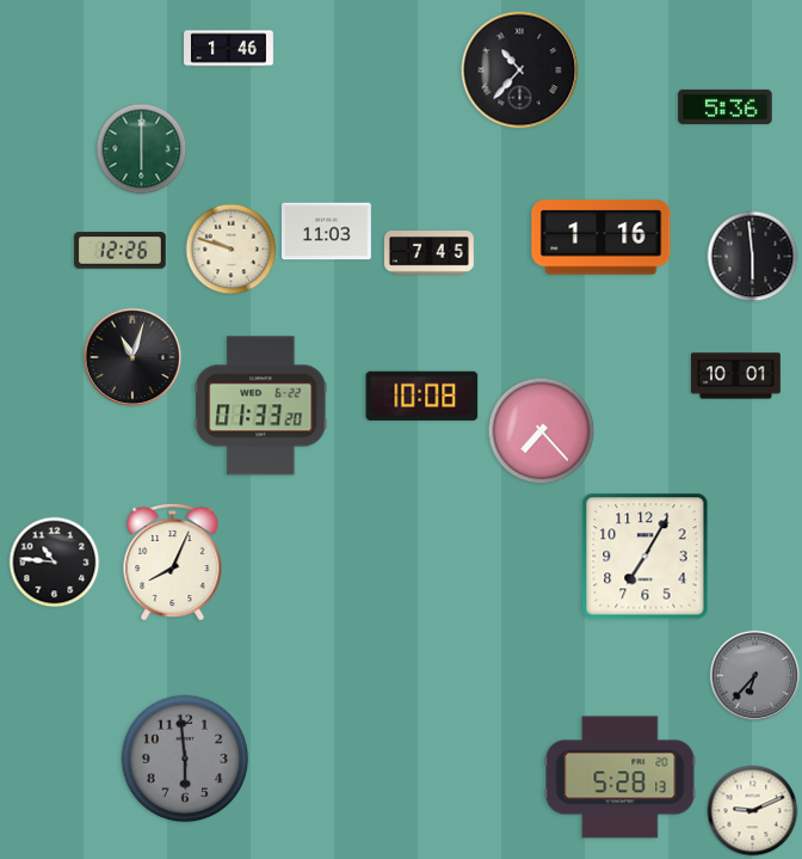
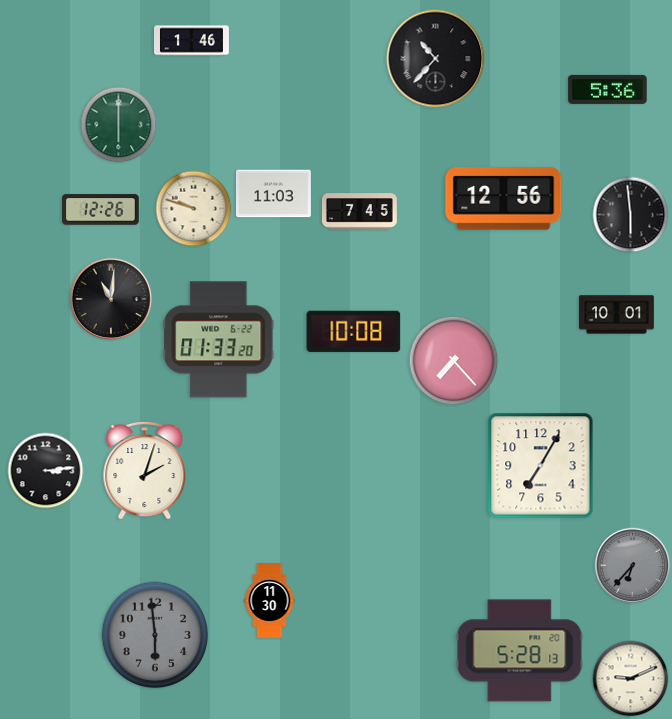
clock at (601, 238): 1:16 -> 12:56
clock at (132, 357): 11:03 -> 11:01
clock at (173, 562): 8:04 -> 2:03
clock at (55, 563): 10:46 -> 3:14
clock at (270, 601): none -> 11:30
